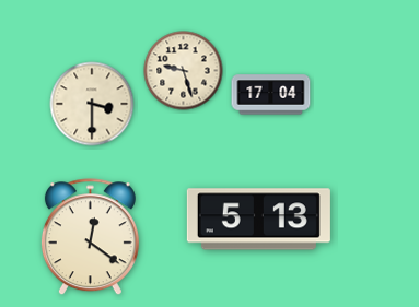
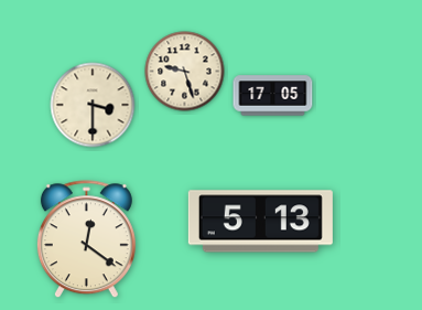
clock at (271, 95): 17:04 -> 17:05
clock at (90, 237) position: (90, 237) -> (86, 239)
